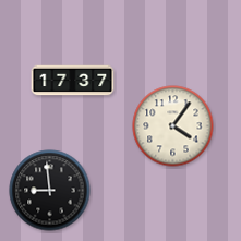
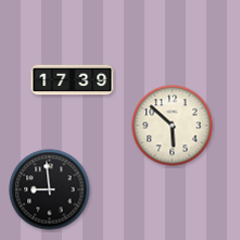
clock at (73, 81): 17:37 -> 17:39
clock at (173, 126): 4:06 -> 5:52
